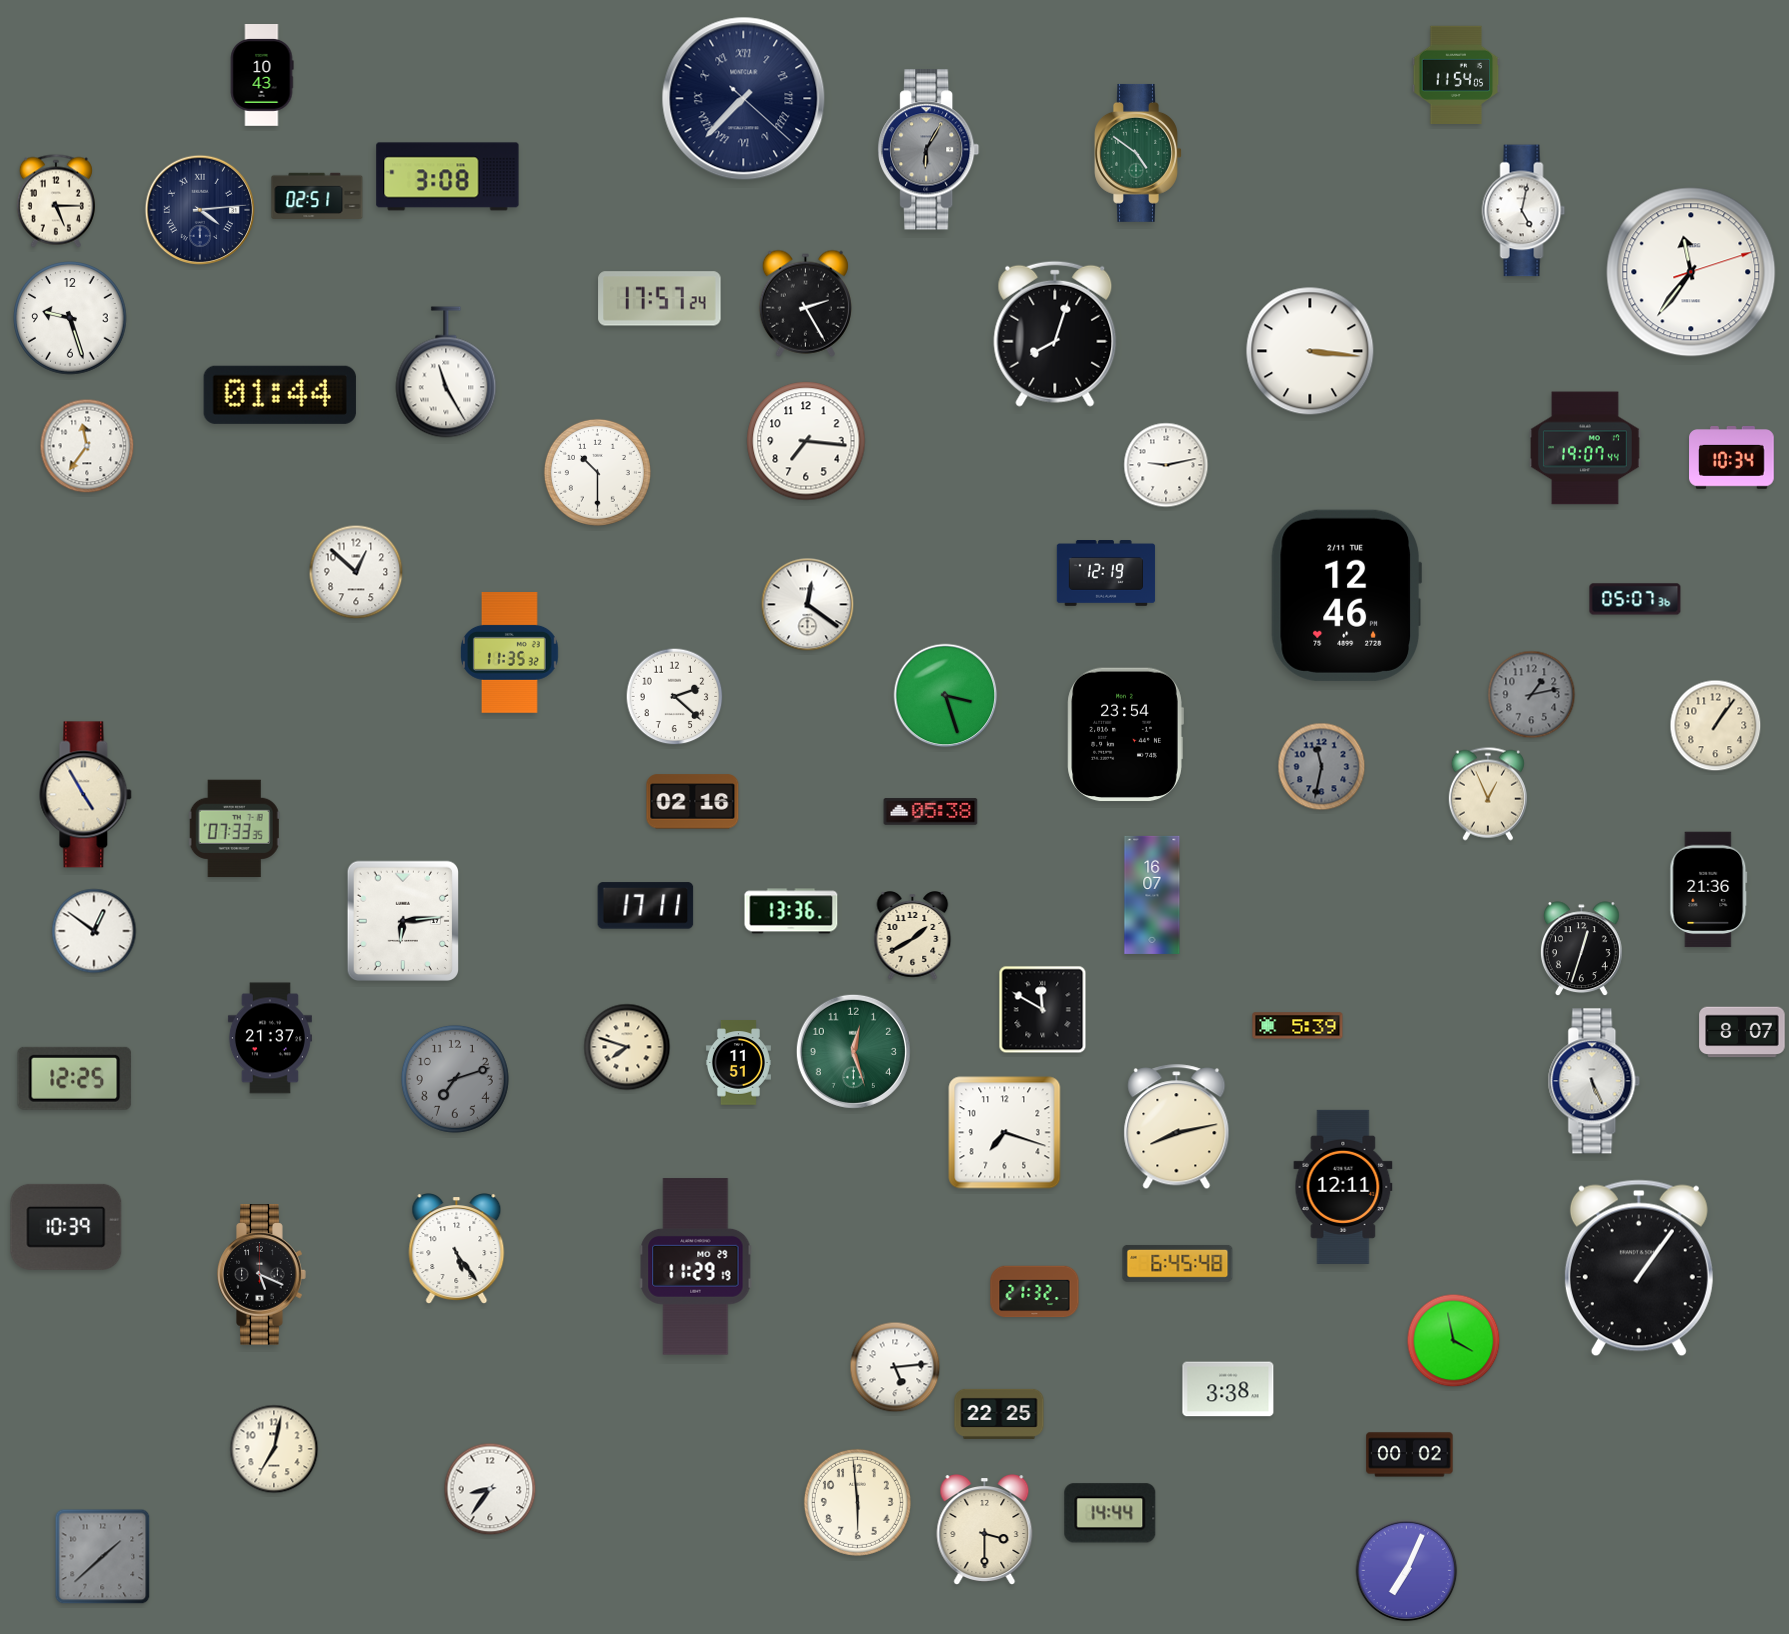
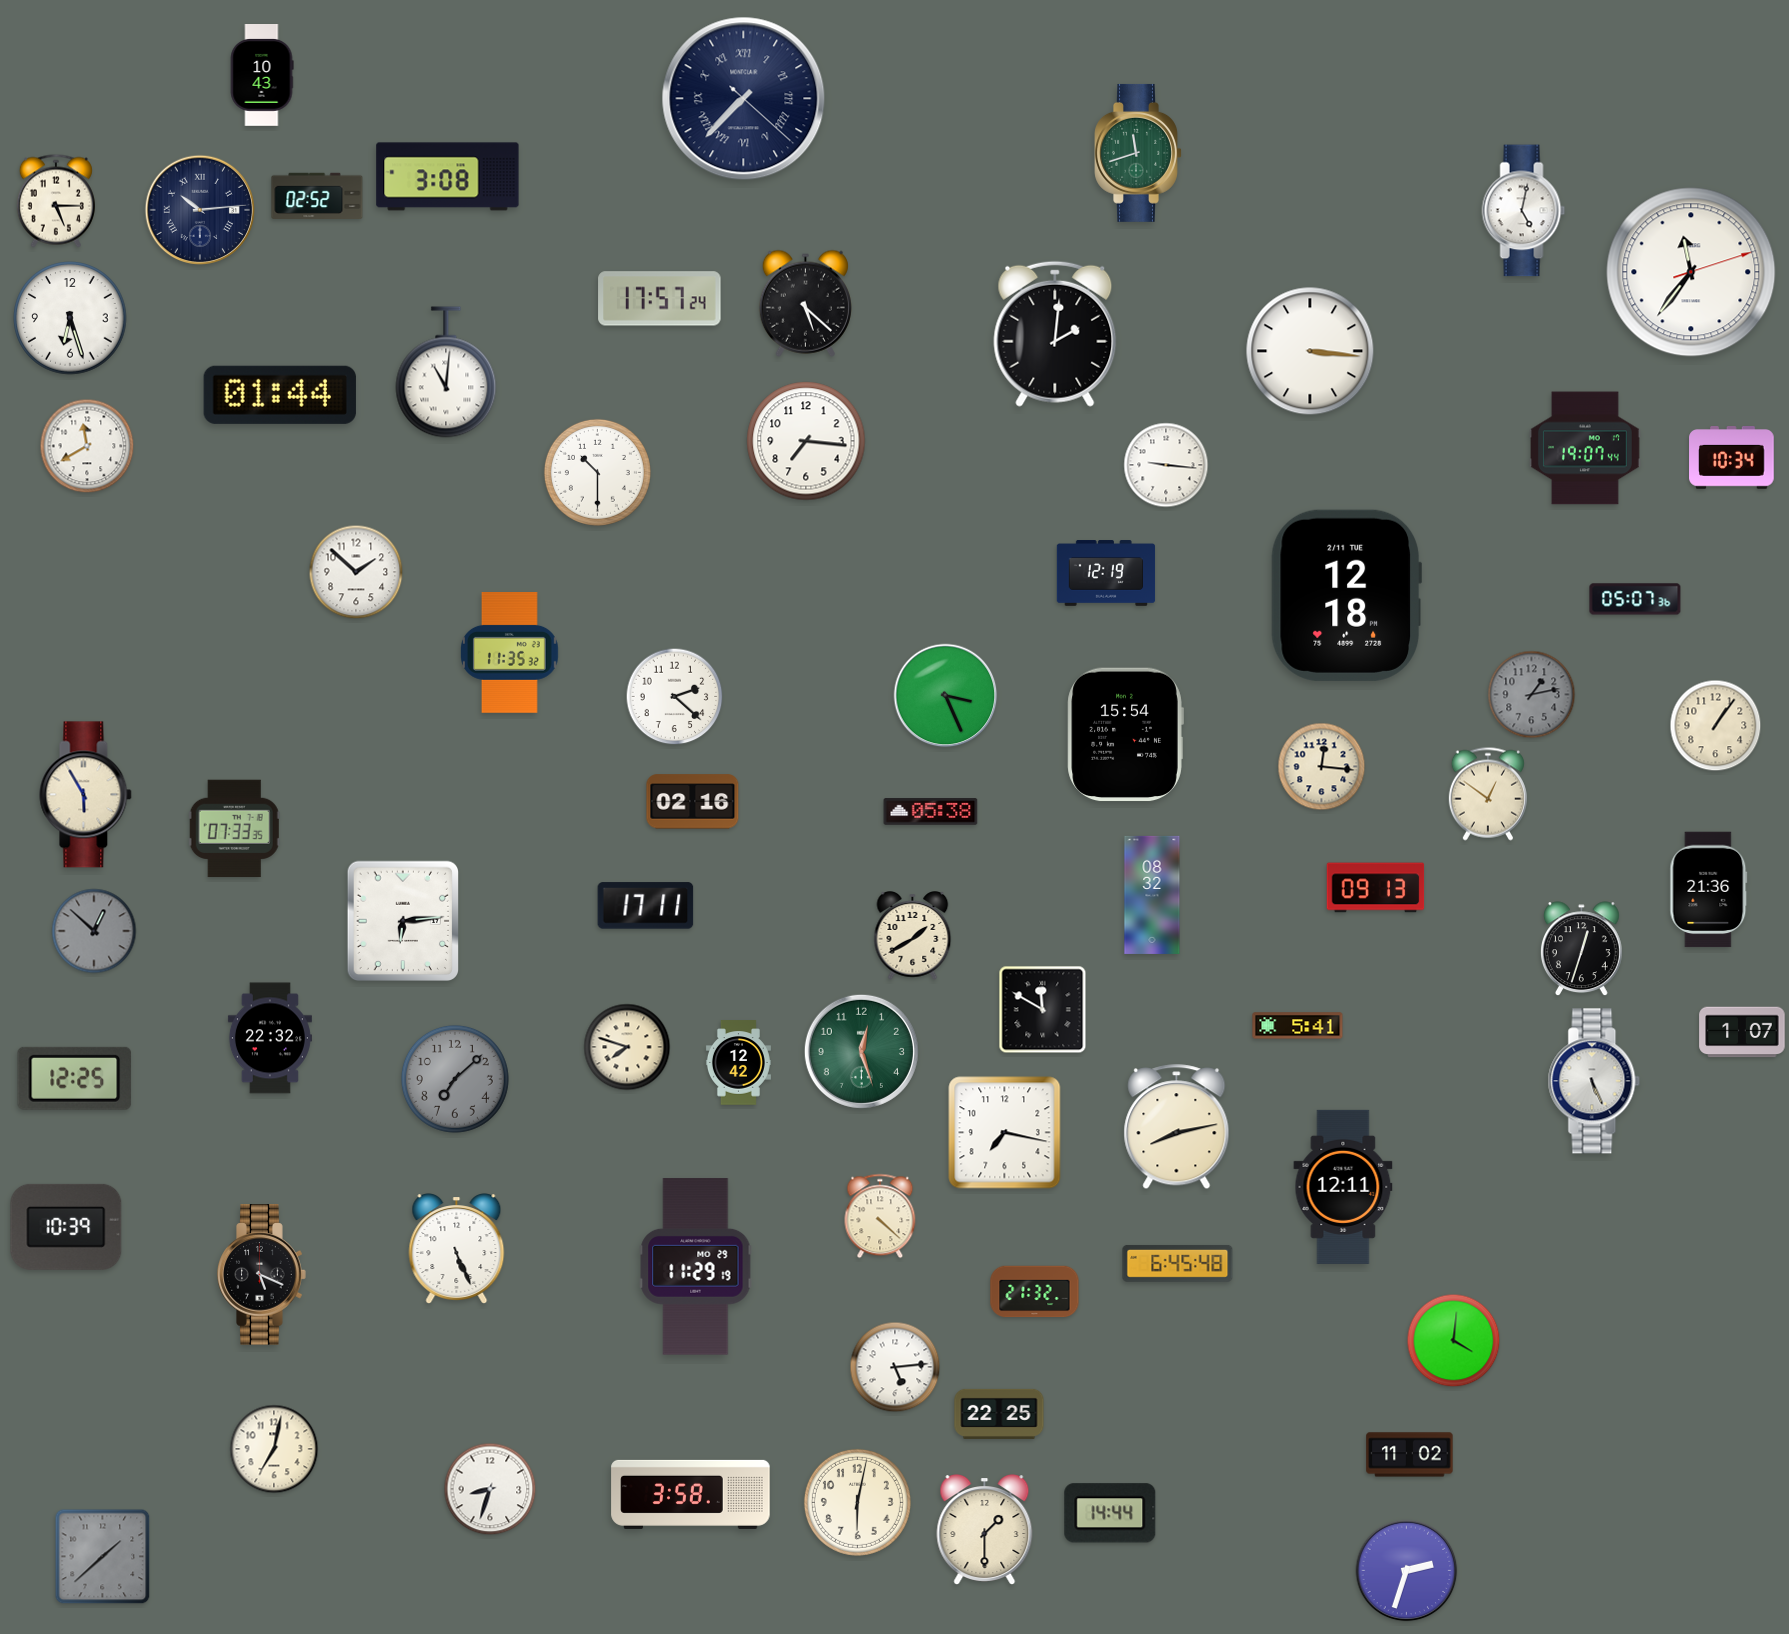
clock at (1456, 74): 11:54 -> none
clock at (929, 150): 6:05 -> none
clock at (1138, 153): 4:51 -> 11:42
clock at (317, 196): 02:51 -> 02:52
clock at (199, 209): 4:14 -> 10:14
clock at (805, 303): 2:25 -> 5:22
clock at (70, 318): 9:27 -> 6:27
clock at (1055, 334): 8:03 -> 2:01
clock at (446, 372): 11:25 -> 11:01
clock at (87, 446): 11:36 -> 11:40
clock at (1166, 465): 9:13 -> 9:16
clock at (356, 572): 12:52 -> 1:52
clock at (1346, 595): 12:46 -> 12:18
clock at (808, 605): 12:21 -> none
clock at (946, 696): 3:27 -> 3:26
clock at (1125, 735): 23:54 -> 15:54
clock at (1322, 767): 11:32 -> 12:16
clock at (1322, 767) dial: grey -> cream
clock at (1488, 794): 12:56 -> 12:51
clock at (86, 795): 4:55 -> 5:55
clock at (1376, 888): none -> 09:13
clock at (1152, 895): 16:07 -> 08:32
clock at (791, 911): 13:36 -> none
clock at (94, 931): 12:51 -> 12:52
clock at (94, 931) dial: white -> grey
clock at (1298, 1026): 5:39 -> 5:41
clock at (1742, 1032): 8:07 -> 1:07
clock at (270, 1038): 21:37 -> 22:32
clock at (853, 1051) position: (853, 1051) -> (861, 1051)
clock at (738, 1063): 11:51 -> 12:42
clock at (455, 1079): 7:12 -> 7:08
clock at (1005, 1133): 7:18 -> 7:17
clock at (880, 1216): none -> 4:22
clock at (457, 1249): 5:24 -> 5:26
clock at (1639, 1268): 1:06 -> none
clock at (1454, 1341): 3:58 -> 4:01
clock at (1228, 1389): 3:38 -> none
clock at (1410, 1455): 00:02 -> 11:02
clock at (490, 1489): 8:36 -> 8:33
clock at (691, 1494): none -> 3:58
clock at (857, 1502): 5:59 -> 6:02
clock at (985, 1530): 3:30 -> 1:30
clock at (1407, 1571): 7:04 -> 2:33
